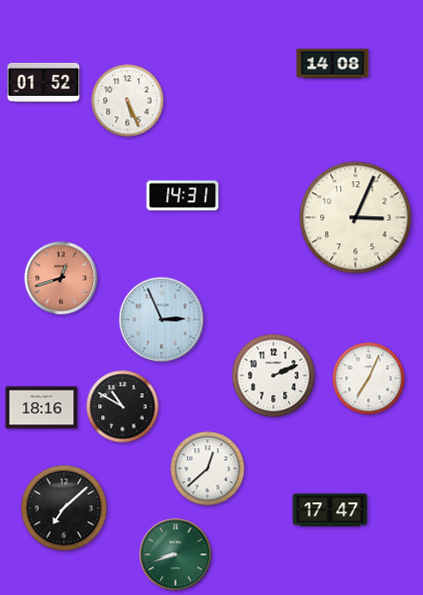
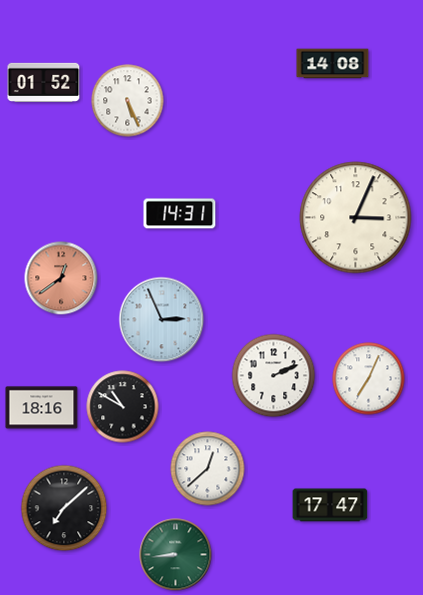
clock at (183, 196) position: (183, 196) -> (180, 214)
clock at (61, 278): 12:42 -> 12:39
clock at (330, 510) position: (330, 510) -> (330, 505)
clock at (176, 555): 8:42 -> 8:44
